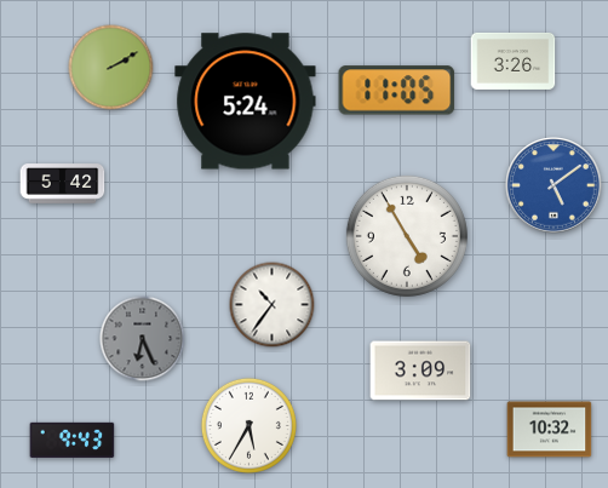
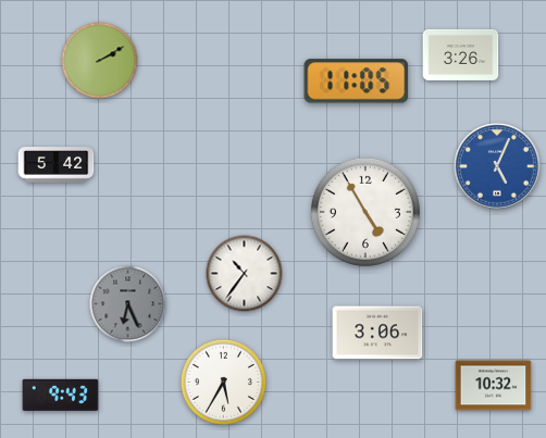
clock at (246, 102): 5:24 -> none
clock at (553, 185): 5:09 -> 5:04
clock at (420, 371): 3:09 -> 3:06
clock at (73, 440) position: (73, 440) -> (61, 395)
